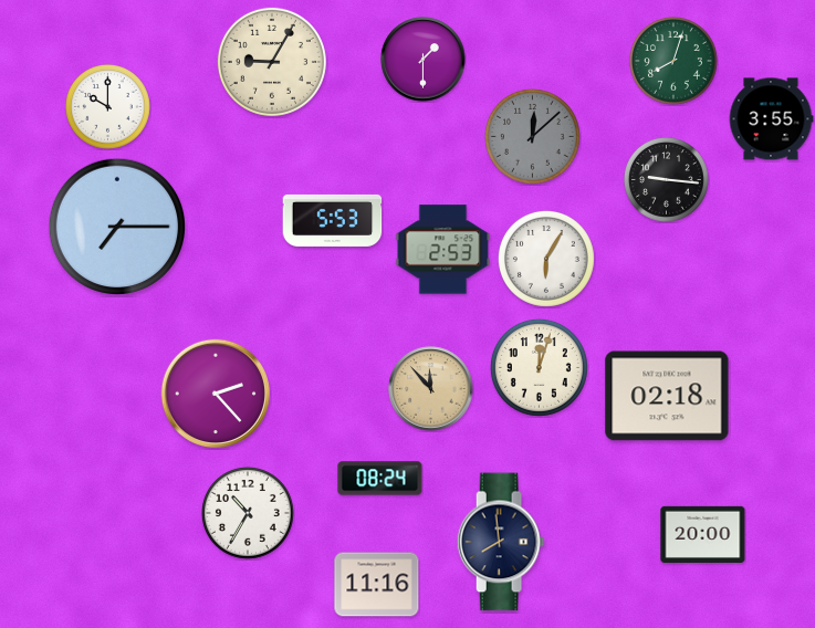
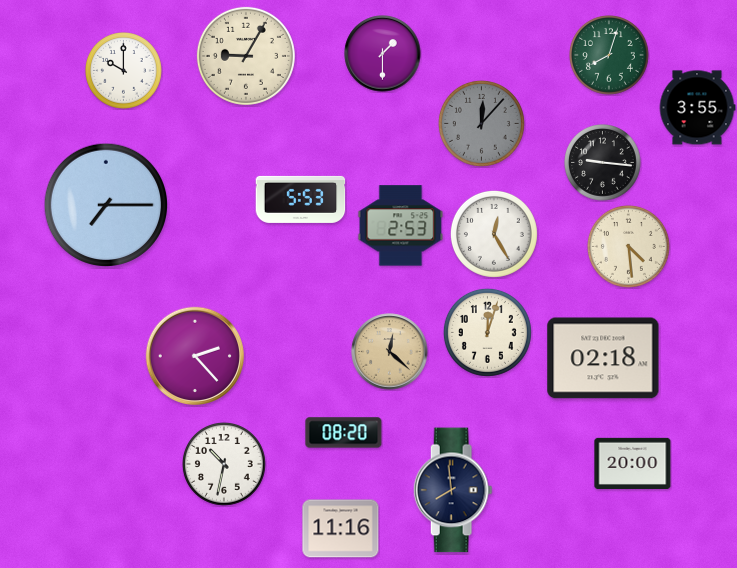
clock at (108, 107) position: (108, 107) -> (124, 71)
clock at (532, 136): 12:08 -> 12:07
clock at (546, 259): 6:05 -> 12:25
clock at (628, 246): none -> 4:29
clock at (431, 389): 11:53 -> 12:22
clock at (380, 479): 08:24 -> 08:20
clock at (248, 513): 10:35 -> 10:32
clock at (703, 534) position: (703, 534) -> (633, 463)
